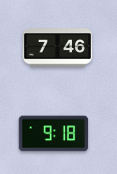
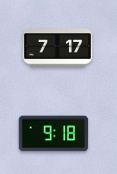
clock at (58, 48): 7:46 -> 7:17
